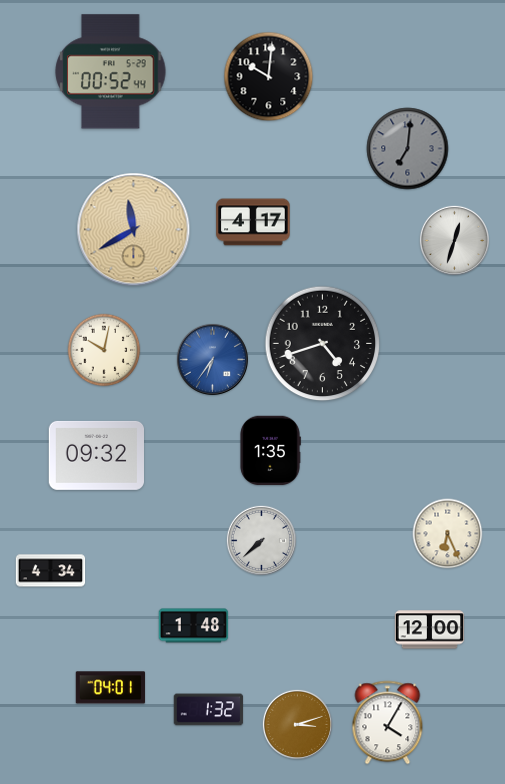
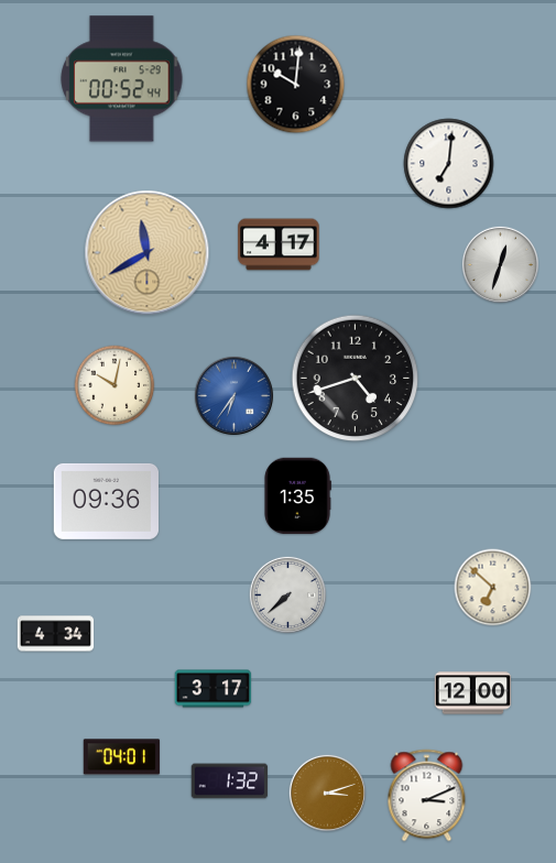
clock at (408, 149) dial: grey -> white
clock at (96, 455): 09:32 -> 09:36
clock at (448, 534): 6:26 -> 6:52
clock at (51, 571) position: (51, 571) -> (56, 634)
clock at (194, 626): 1:48 -> 3:17
clock at (388, 723): 4:05 -> 3:11
clock at (297, 724) position: (297, 724) -> (327, 793)
